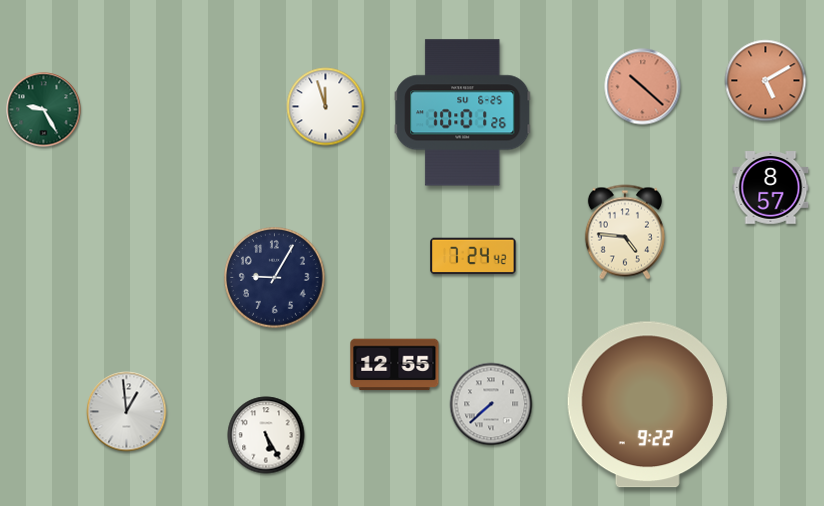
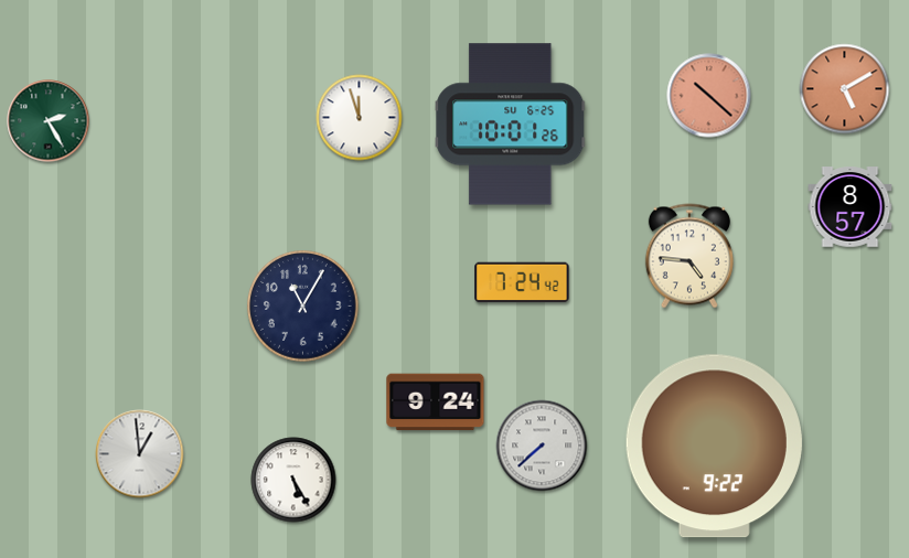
clock at (44, 110): 9:25 -> 2:25
clock at (275, 278): 9:05 -> 11:05
clock at (395, 365): 12:55 -> 9:24
